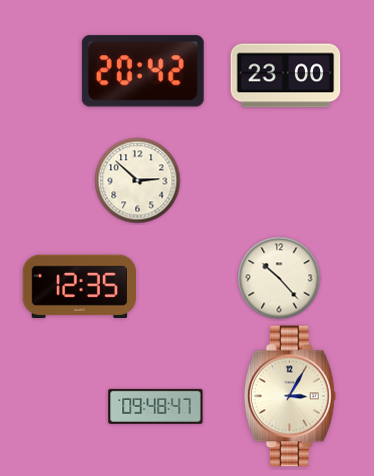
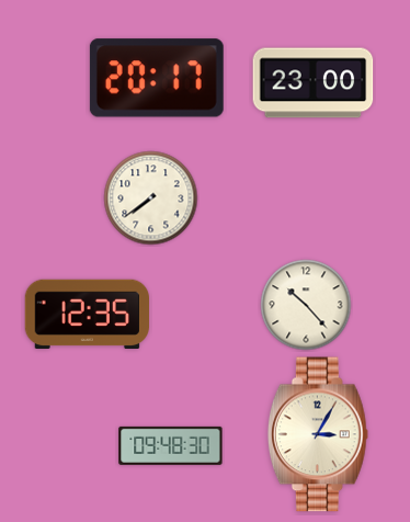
clock at (143, 71): 20:42 -> 20:17
clock at (138, 181): 2:52 -> 7:39
clock at (156, 406): 09:48:47 -> 09:48:30
